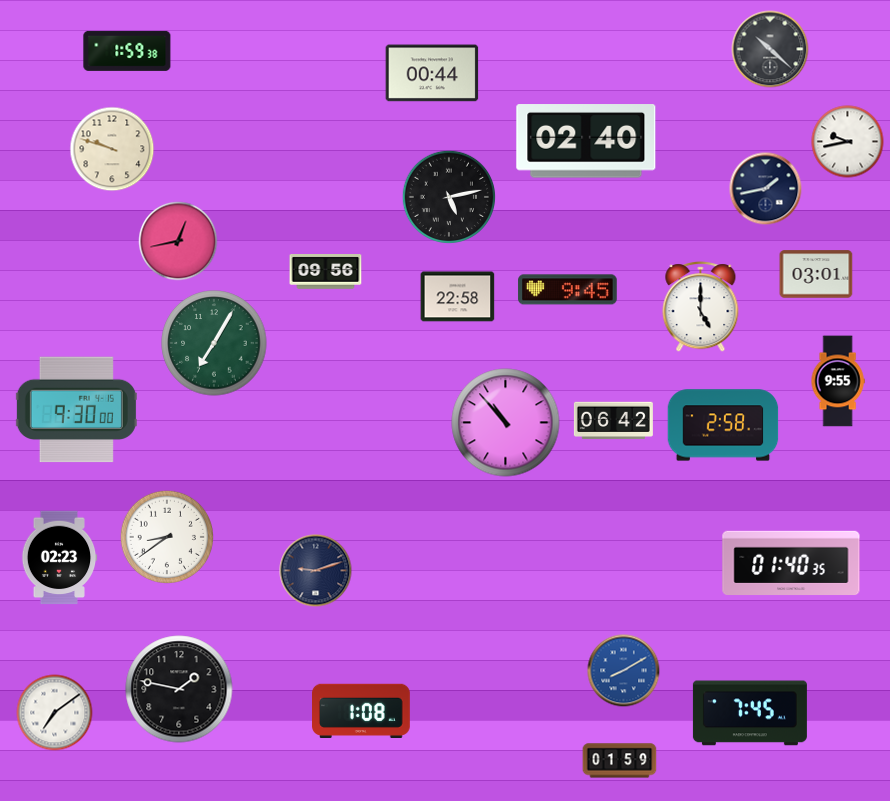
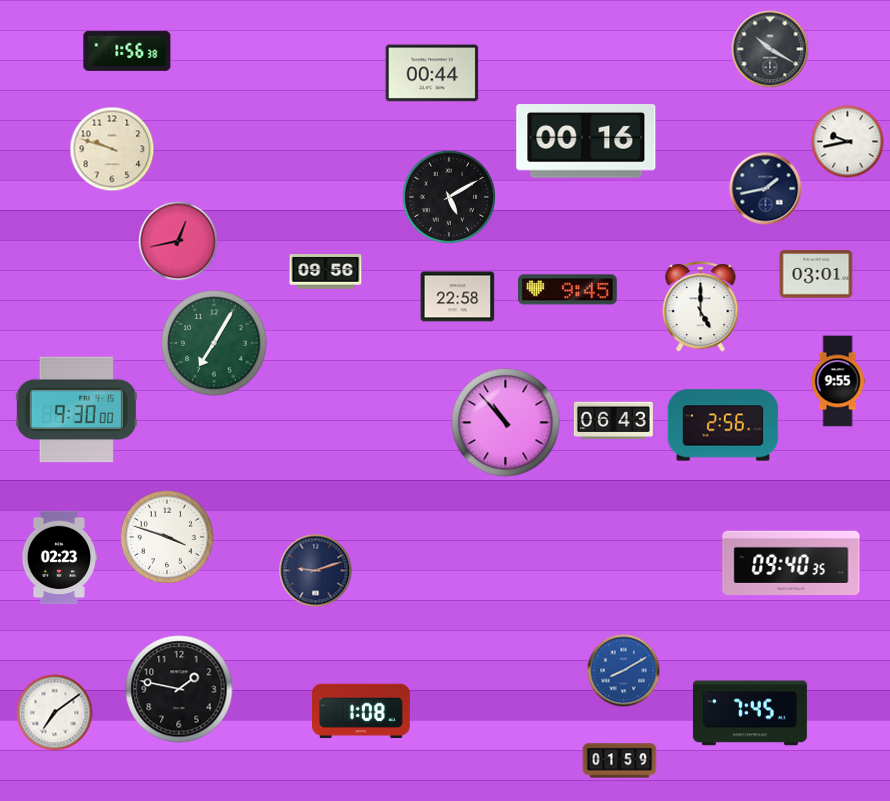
clock at (770, 49): 10:22 -> 10:20
clock at (127, 51): 1:59 -> 1:56
clock at (586, 141): 02:40 -> 00:16
clock at (448, 196): 5:13 -> 5:10
clock at (613, 421): 06:42 -> 06:43
clock at (723, 425): 2:58 -> 2:56
clock at (166, 536): 8:39 -> 3:48
clock at (791, 563): 01:40 -> 09:40
